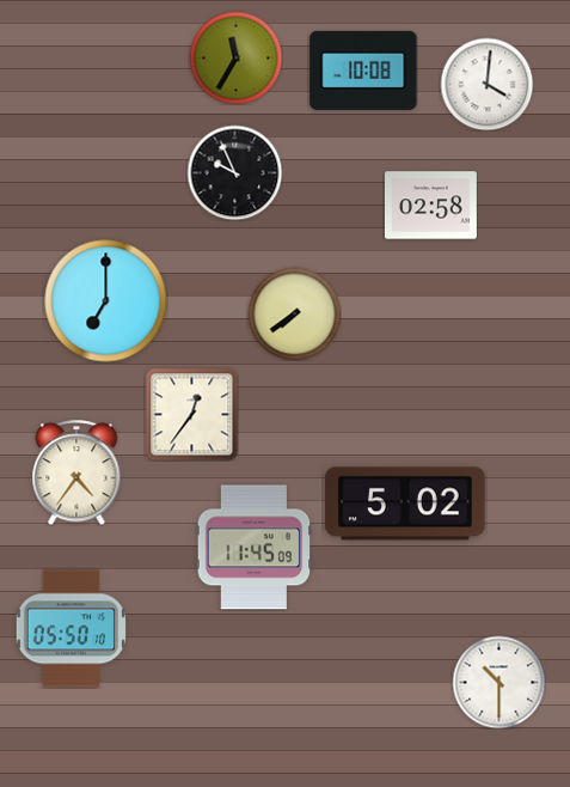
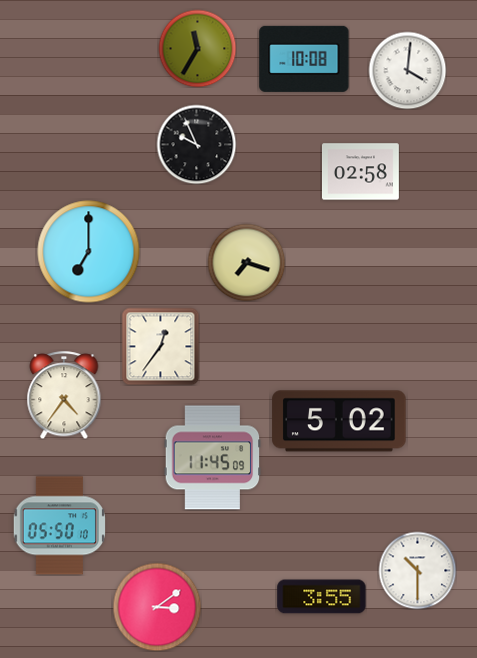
clock at (294, 313): 7:39 -> 7:18
clock at (322, 597): none -> 3:55
clock at (157, 607): none -> 3:09
